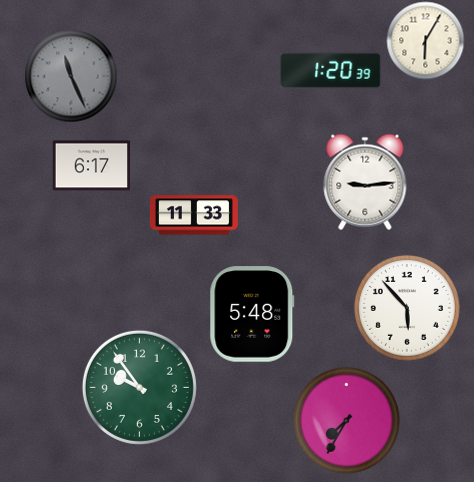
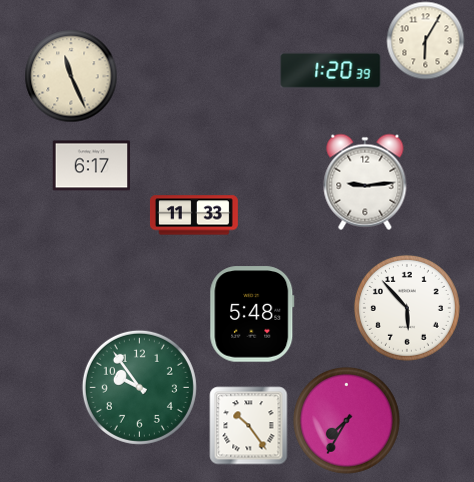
clock at (71, 76) dial: grey -> cream
clock at (248, 425): none -> 10:24
